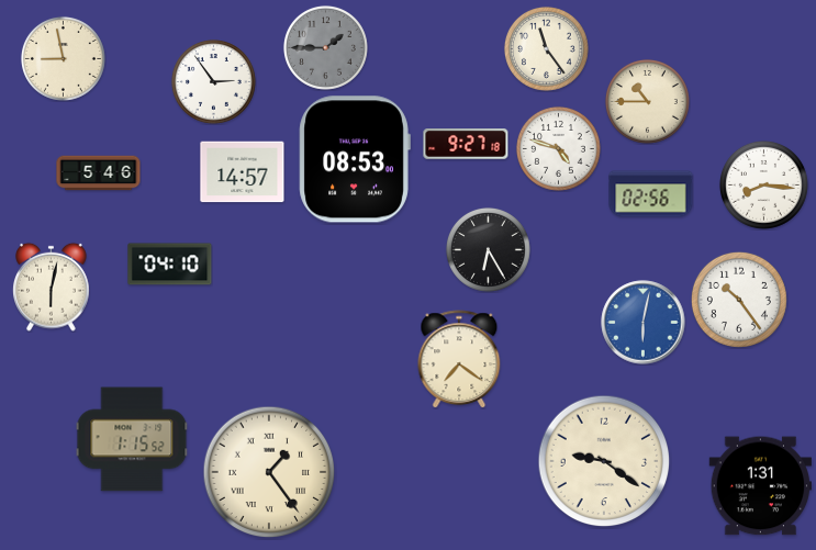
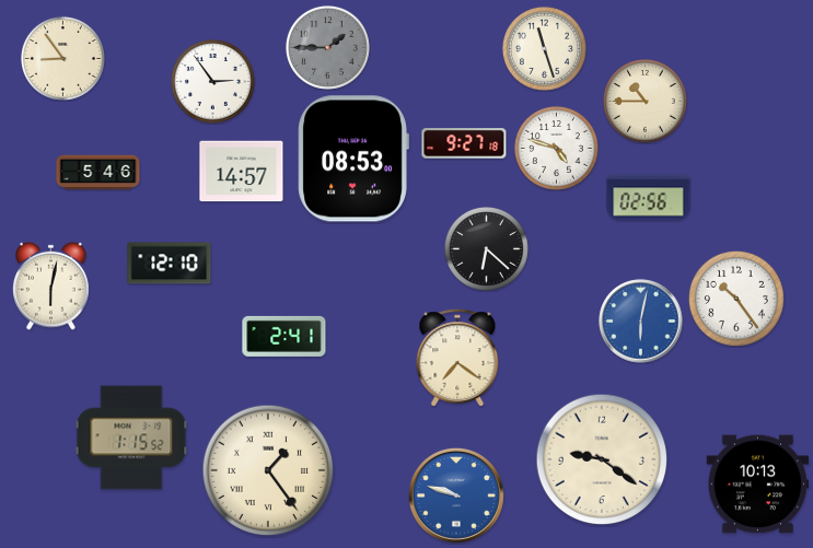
clock at (326, 48) position: (326, 48) -> (328, 48)
clock at (547, 49): 11:24 -> 11:27
clock at (64, 59): 8:58 -> 8:54
clock at (763, 184): 8:16 -> none
clock at (651, 194) position: (651, 194) -> (649, 198)
clock at (489, 250): 6:25 -> 6:22
clock at (170, 265): 04:10 -> 12:10
clock at (284, 336): none -> 2:41
clock at (761, 486): 1:31 -> 10:13
clock at (456, 495): none -> 9:48
